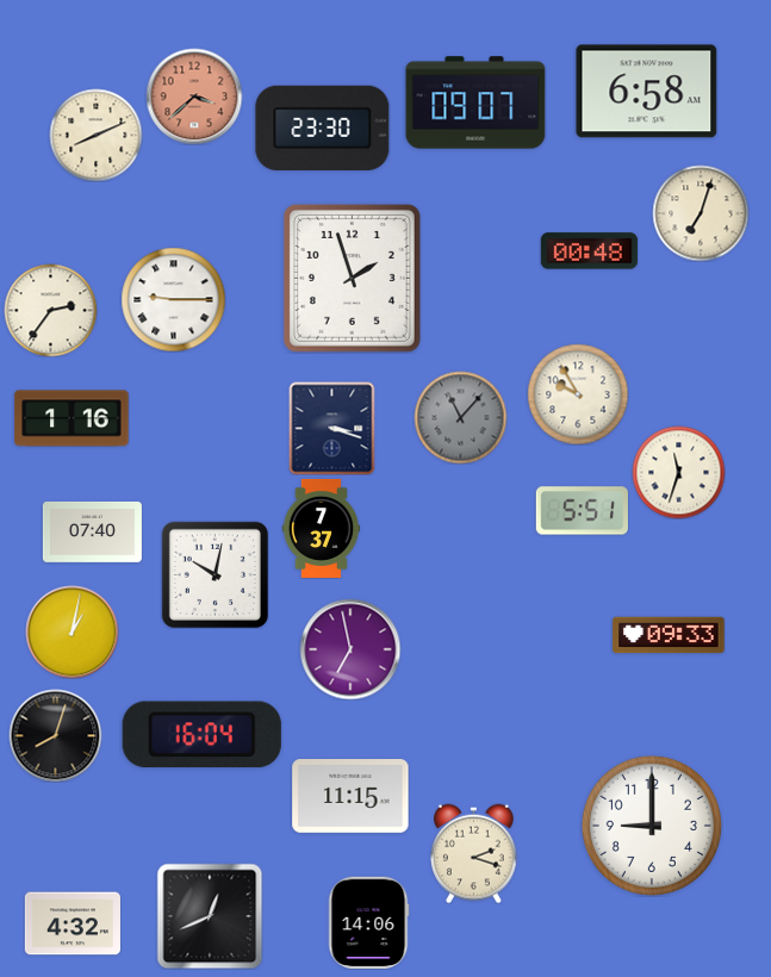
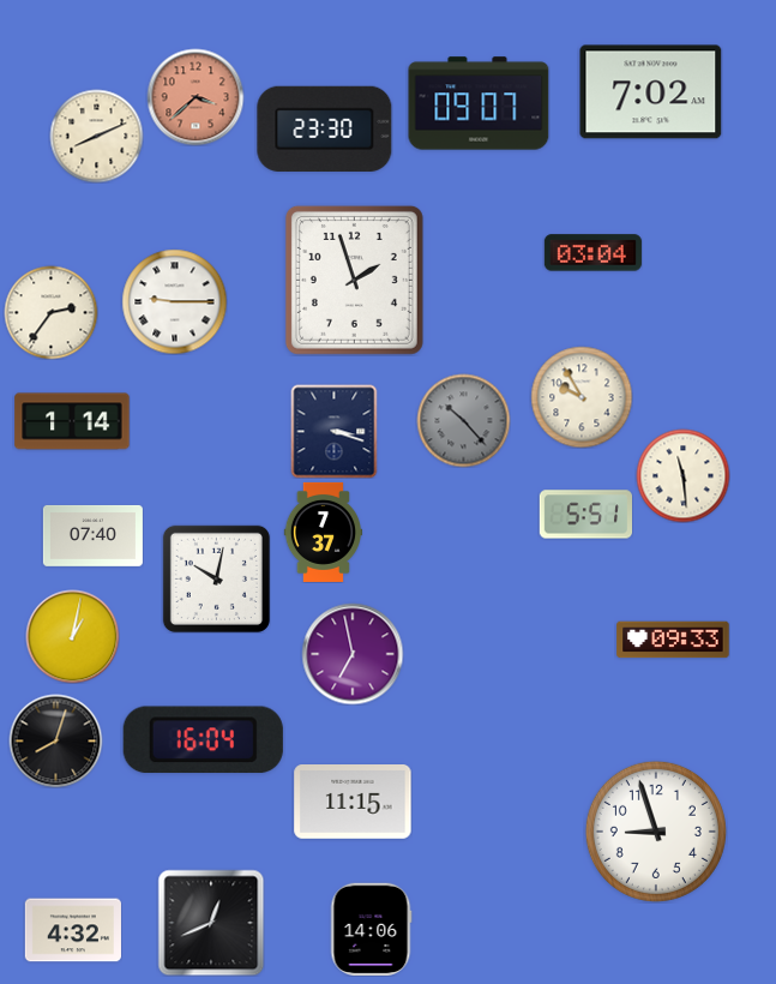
clock at (647, 92): 6:58 -> 7:02
clock at (701, 213): 7:03 -> none
clock at (589, 251): 00:48 -> 03:04
clock at (460, 417): 11:07 -> 10:23
clock at (71, 418): 1:16 -> 1:14
clock at (678, 472): 11:33 -> 11:29
clock at (652, 826): 9:00 -> 8:57
clock at (474, 853): 2:18 -> none
